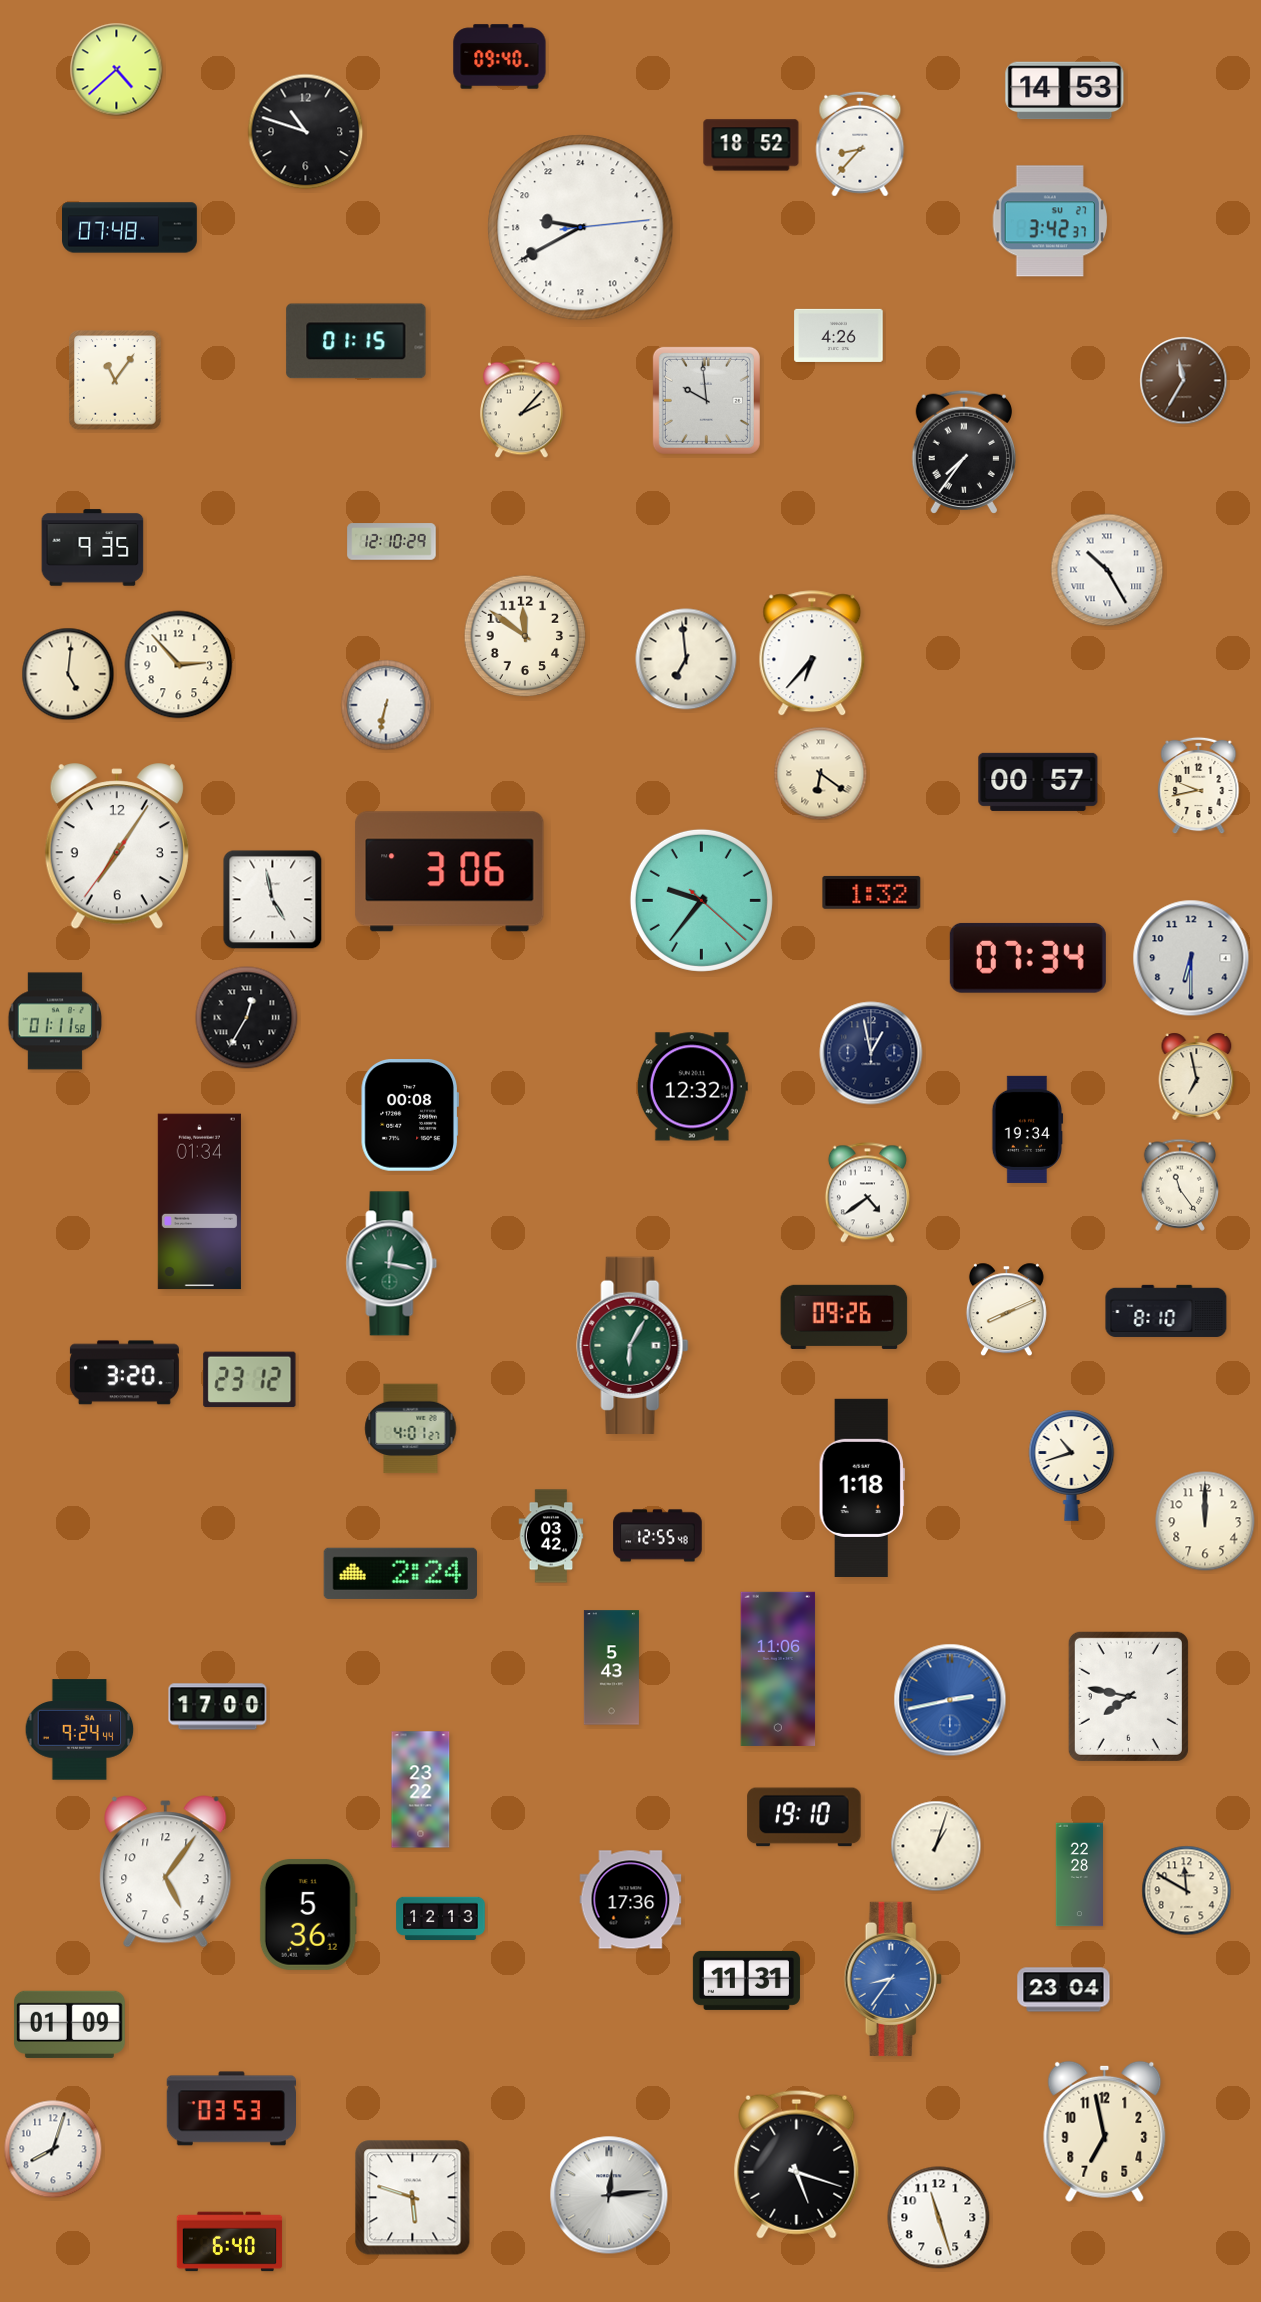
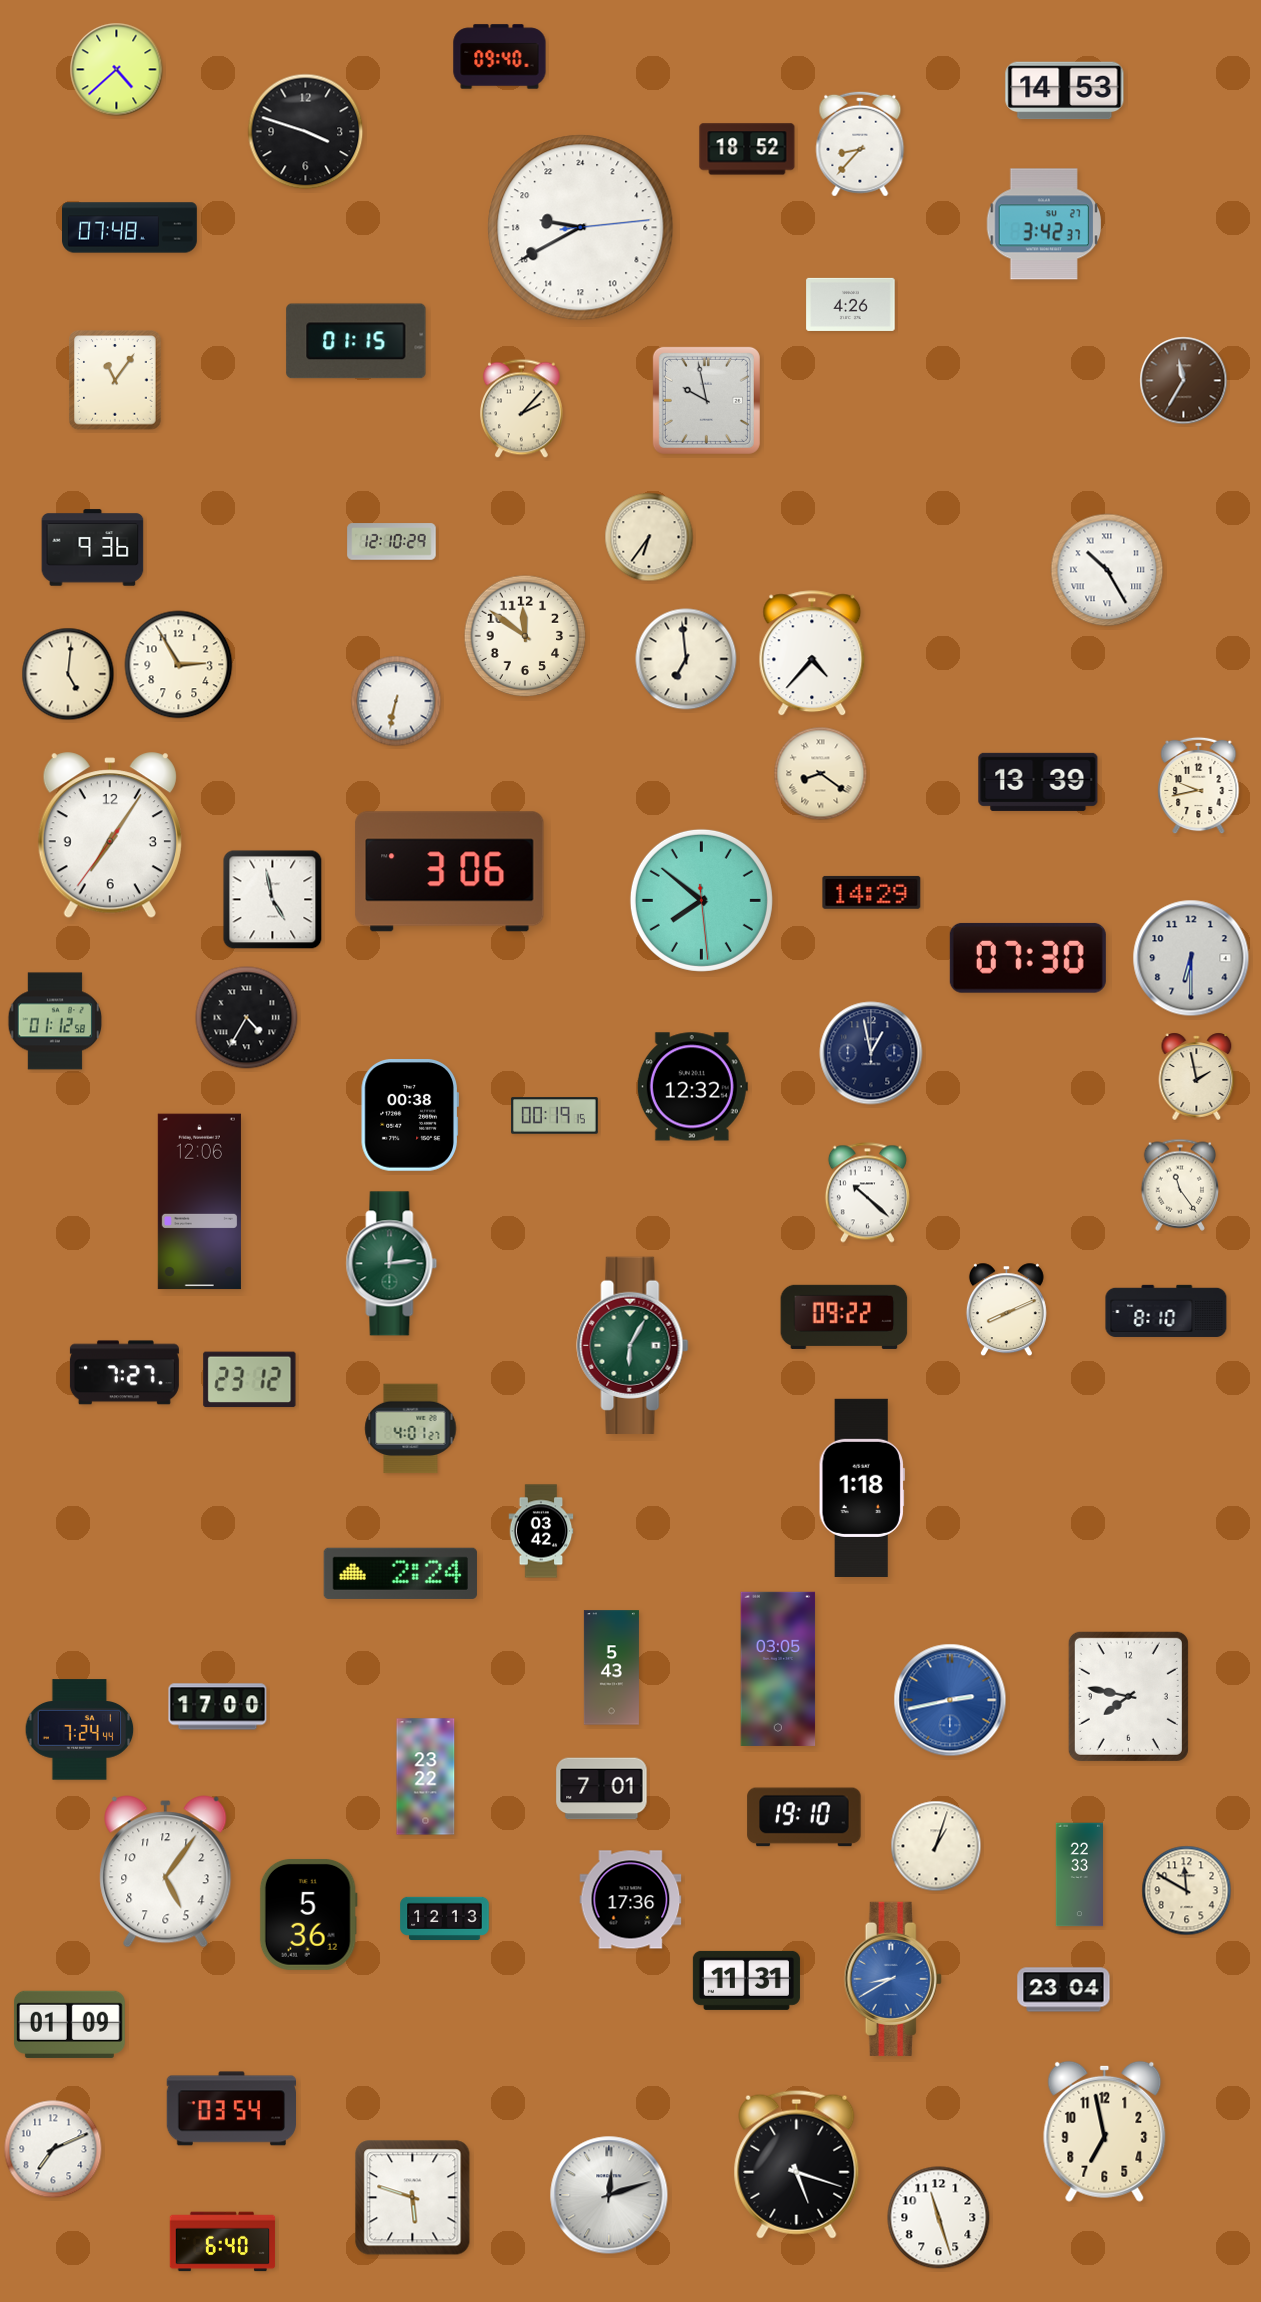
clock at (306, 132): 10:48 -> 3:48
clock at (751, 145) position: (751, 145) -> (747, 149)
clock at (1050, 221) position: (1050, 221) -> (1044, 224)
clock at (839, 335) position: (839, 335) -> (851, 304)
clock at (706, 400): 9:59 -> 9:58
clock at (964, 452): 7:36 -> none
clock at (649, 537): none -> 6:36
clock at (93, 548): 9:35 -> 9:36
clock at (812, 654): 6:37 -> 4:37
clock at (179, 665): 2:53 -> 2:55
clock at (386, 705) position: (386, 705) -> (396, 701)
clock at (821, 774): 6:21 -> 8:21
clock at (1038, 782): 00:57 -> 13:39
clock at (117, 847) position: (117, 847) -> (110, 836)
clock at (872, 892): 1:32 -> 14:29
clock at (701, 900): 9:36 -> 7:51
clock at (1028, 958): 07:34 -> 07:30
clock at (247, 1018): 12:35 -> 4:35
clock at (55, 1021): 01:11 -> 01:12
clock at (1197, 1076): 6:58 -> 1:58
clock at (410, 1116): 00:08 -> 00:38
clock at (555, 1116): none -> 00:19
clock at (1027, 1129): 19:34 -> none
clock at (867, 1193): 4:39 -> 10:22
clock at (199, 1202): 01:34 -> 12:06
clock at (392, 1264): 12:17 -> 12:14
clock at (844, 1317): 09:26 -> 09:22
clock at (124, 1373): 3:20 -> 7:27
clock at (1072, 1465): 10:42 -> none
clock at (1205, 1521): 12:00 -> none
clock at (551, 1536) position: (551, 1536) -> (541, 1531)
clock at (658, 1536): 12:55 -> none
clock at (778, 1669): 11:06 -> 03:05
clock at (80, 1730): 9:24 -> 7:24
clock at (602, 1789): none -> 7:01
clock at (421, 1790) position: (421, 1790) -> (426, 1777)
clock at (1079, 1875): 22:28 -> 22:33
clock at (441, 1918) position: (441, 1918) -> (445, 1918)
clock at (893, 1979): 8:36 -> 8:40
clock at (231, 2109): 03:53 -> 03:54
clock at (53, 2149): 8:03 -> 7:11
clock at (609, 2195): 12:14 -> 12:12
clock at (230, 2242) position: (230, 2242) -> (223, 2242)
